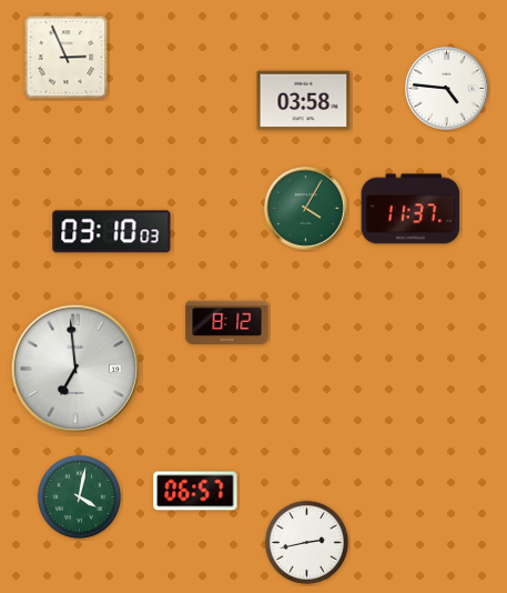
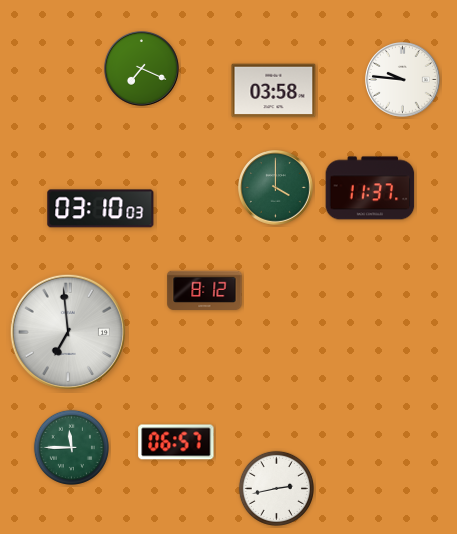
clock at (67, 58): 2:56 -> none
clock at (142, 69): none -> 7:19
clock at (447, 89): 4:46 -> 9:46
clock at (306, 209): 4:05 -> 4:00
clock at (79, 496): 4:02 -> 11:45
